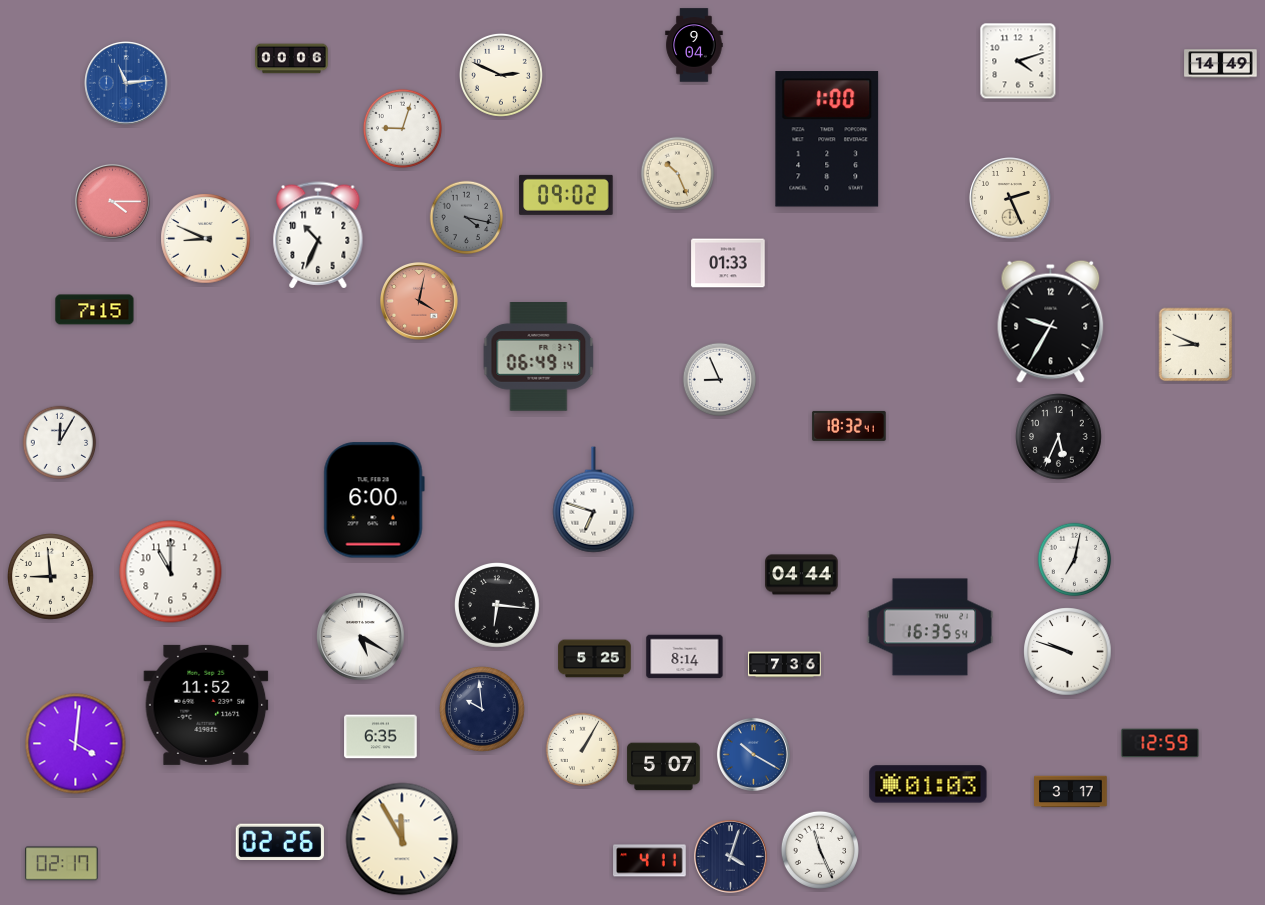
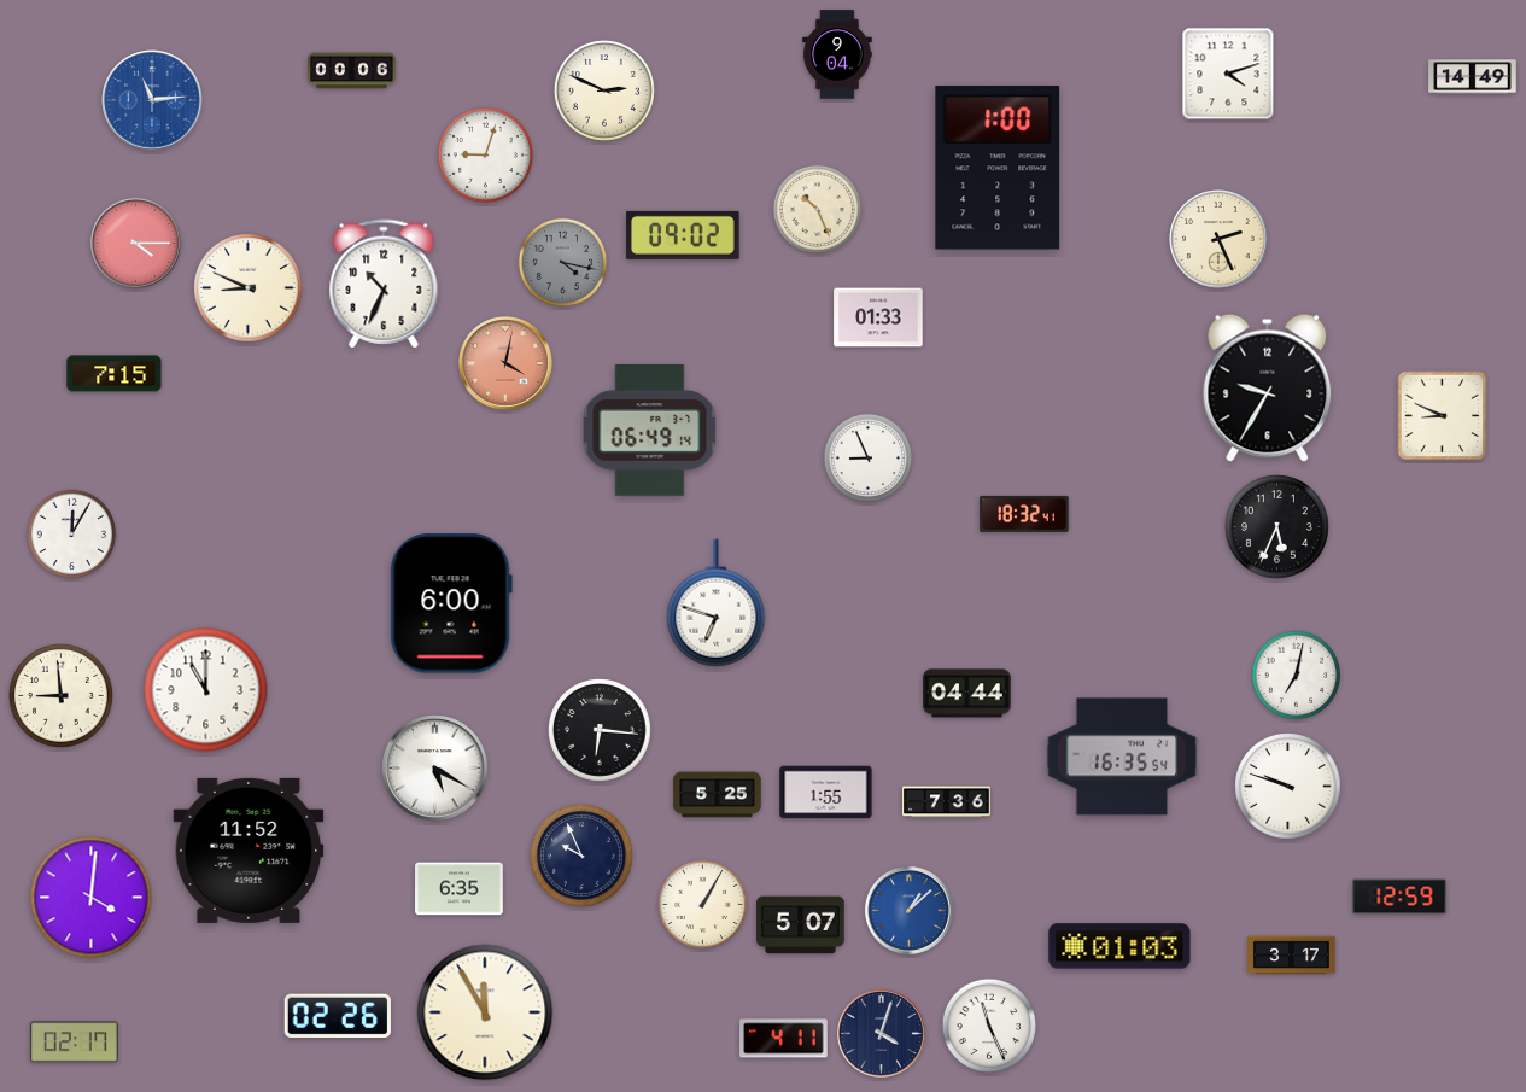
clock at (685, 657): 8:14 -> 1:55
clock at (483, 710): 9:59 -> 9:56
clock at (753, 754): 10:20 -> 1:08
